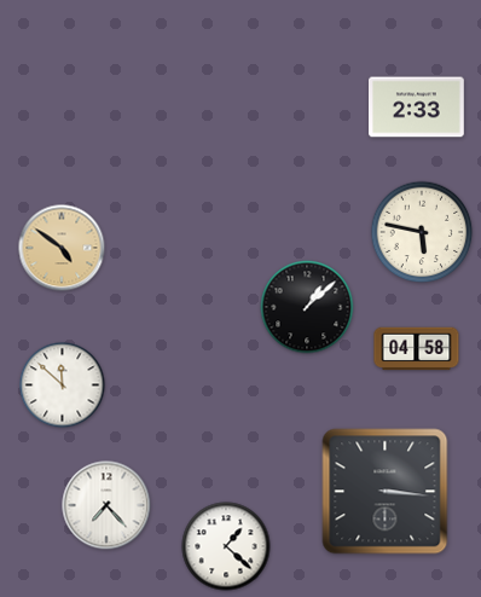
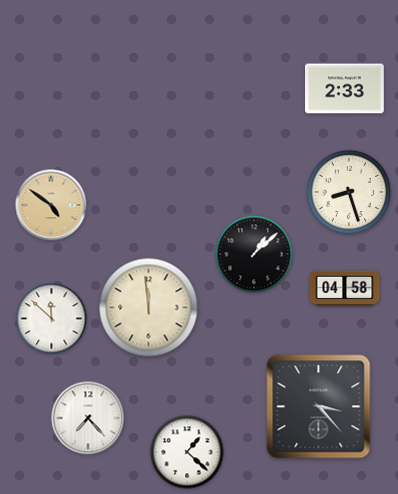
clock at (422, 232): 5:47 -> 8:27
clock at (149, 308): none -> 11:59
clock at (386, 492): 3:16 -> 3:23
